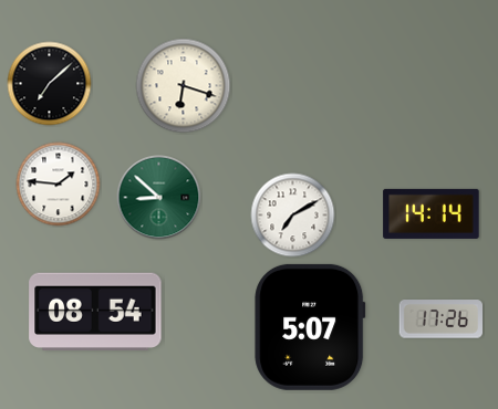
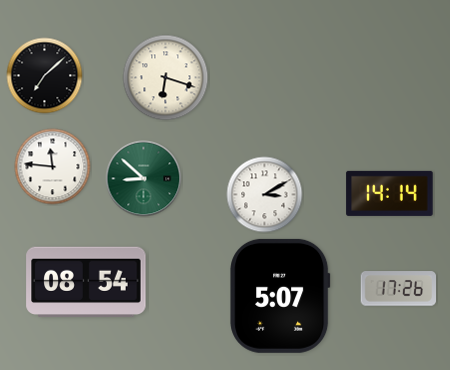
clock at (59, 185): 1:46 -> 11:46
clock at (293, 216): 7:10 -> 3:10
